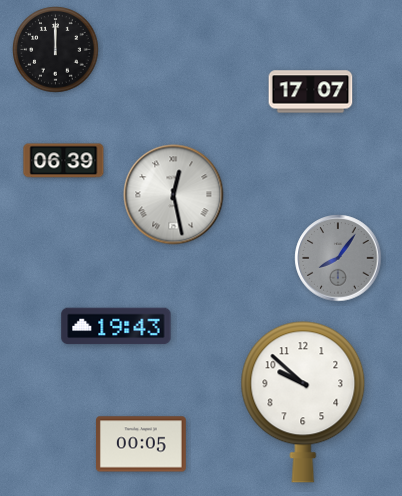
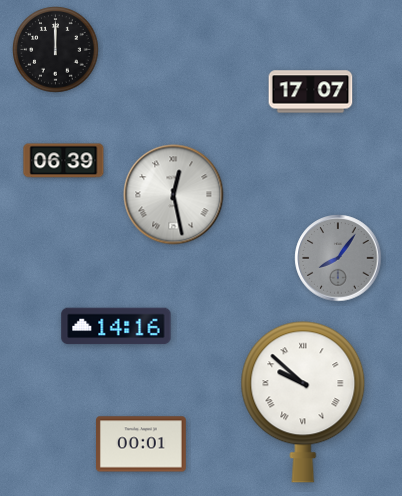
clock at (116, 326): 19:43 -> 14:16
clock at (303, 402) numerals: Arabic -> Roman
clock at (142, 444): 00:05 -> 00:01
